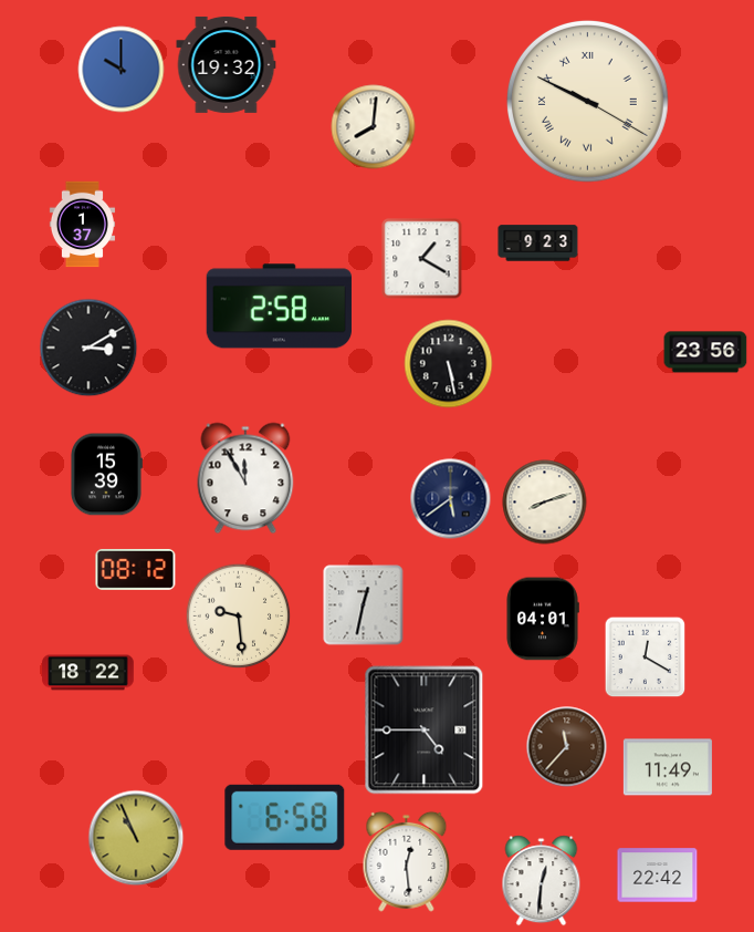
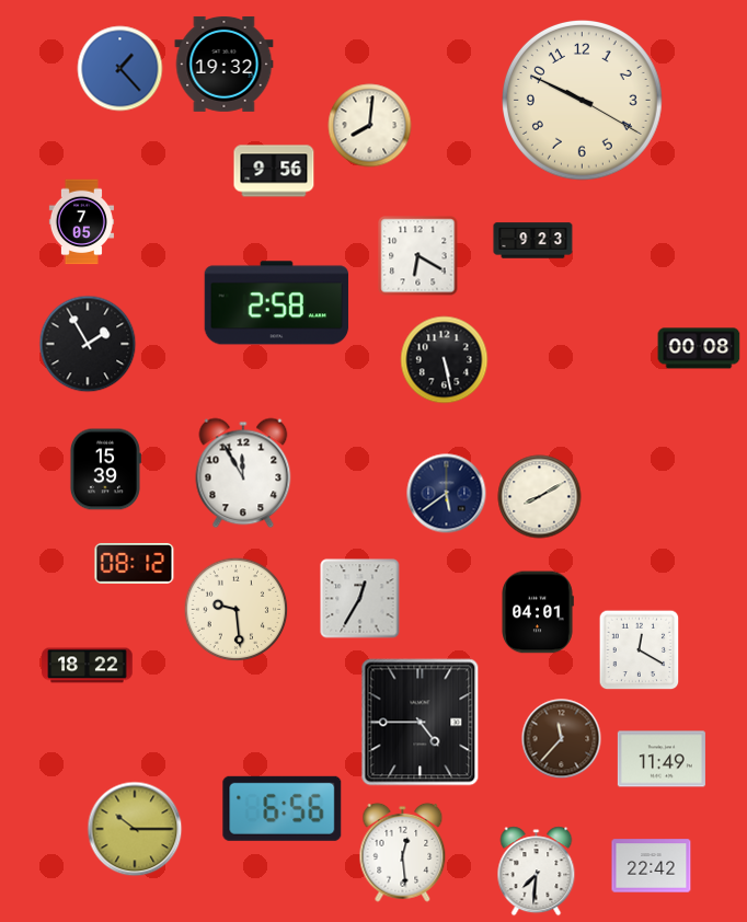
clock at (122, 70): 10:00 -> 1:23
clock at (588, 102) numerals: Roman -> Arabic
clock at (274, 171): none -> 9:56
clock at (82, 225): 1:37 -> 7:05
clock at (422, 259): 1:20 -> 6:20
clock at (88, 348): 3:10 -> 1:55
clock at (705, 352): 23:56 -> 00:08
clock at (545, 503): 8:12 -> 8:10
clock at (364, 605): 12:32 -> 12:35
clock at (285, 817): 6:58 -> 6:56
clock at (136, 838): 10:56 -> 10:15
clock at (542, 881): 12:31 -> 7:31
